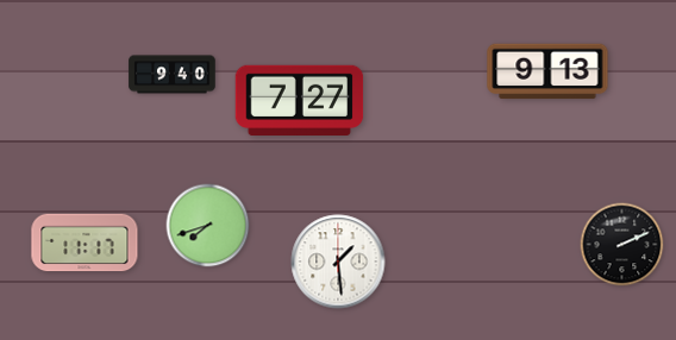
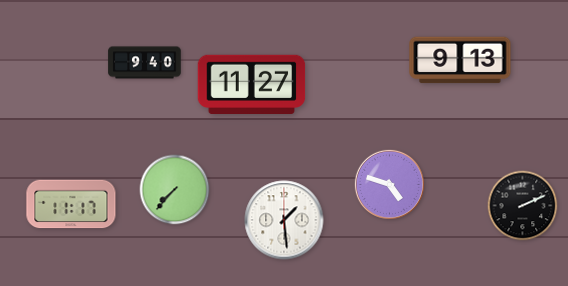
clock at (300, 100): 7:27 -> 11:27
clock at (389, 184): none -> 4:48
clock at (208, 226): 7:42 -> 7:37
